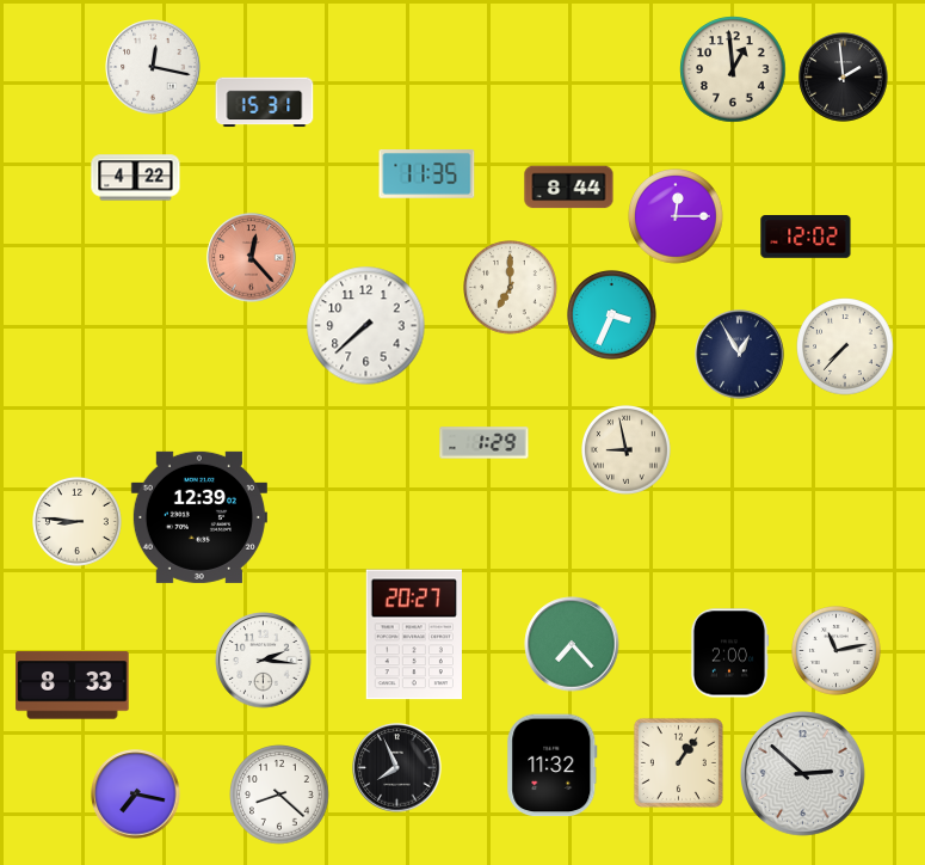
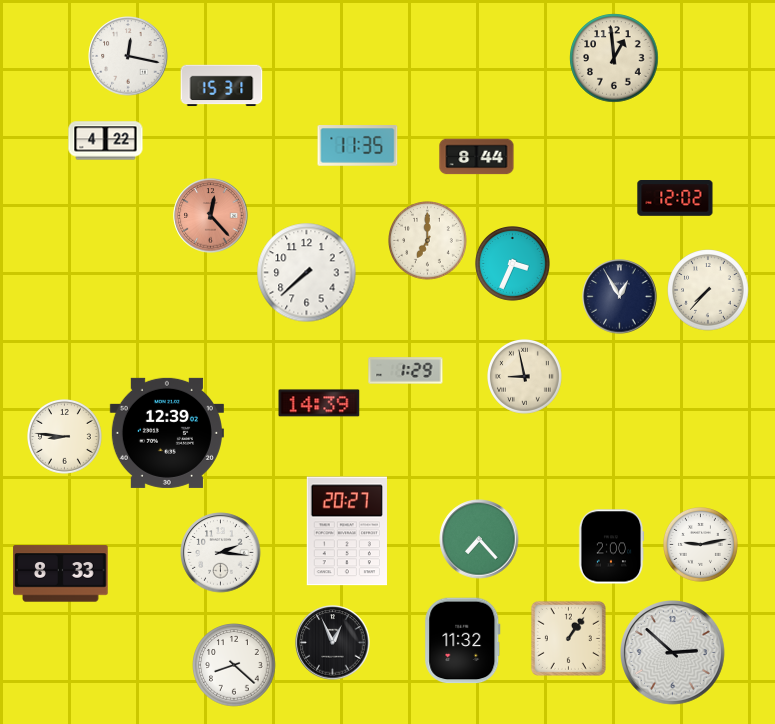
clock at (844, 78): 1:59 -> none
clock at (136, 178) position: (136, 178) -> (106, 141)
clock at (676, 216): 12:15 -> none
clock at (319, 403): none -> 14:39
clock at (837, 651): 11:13 -> 9:13
clock at (397, 768): 7:56 -> 12:56
clock at (803, 774) position: (803, 774) -> (673, 653)
clock at (136, 795): 7:17 -> none
